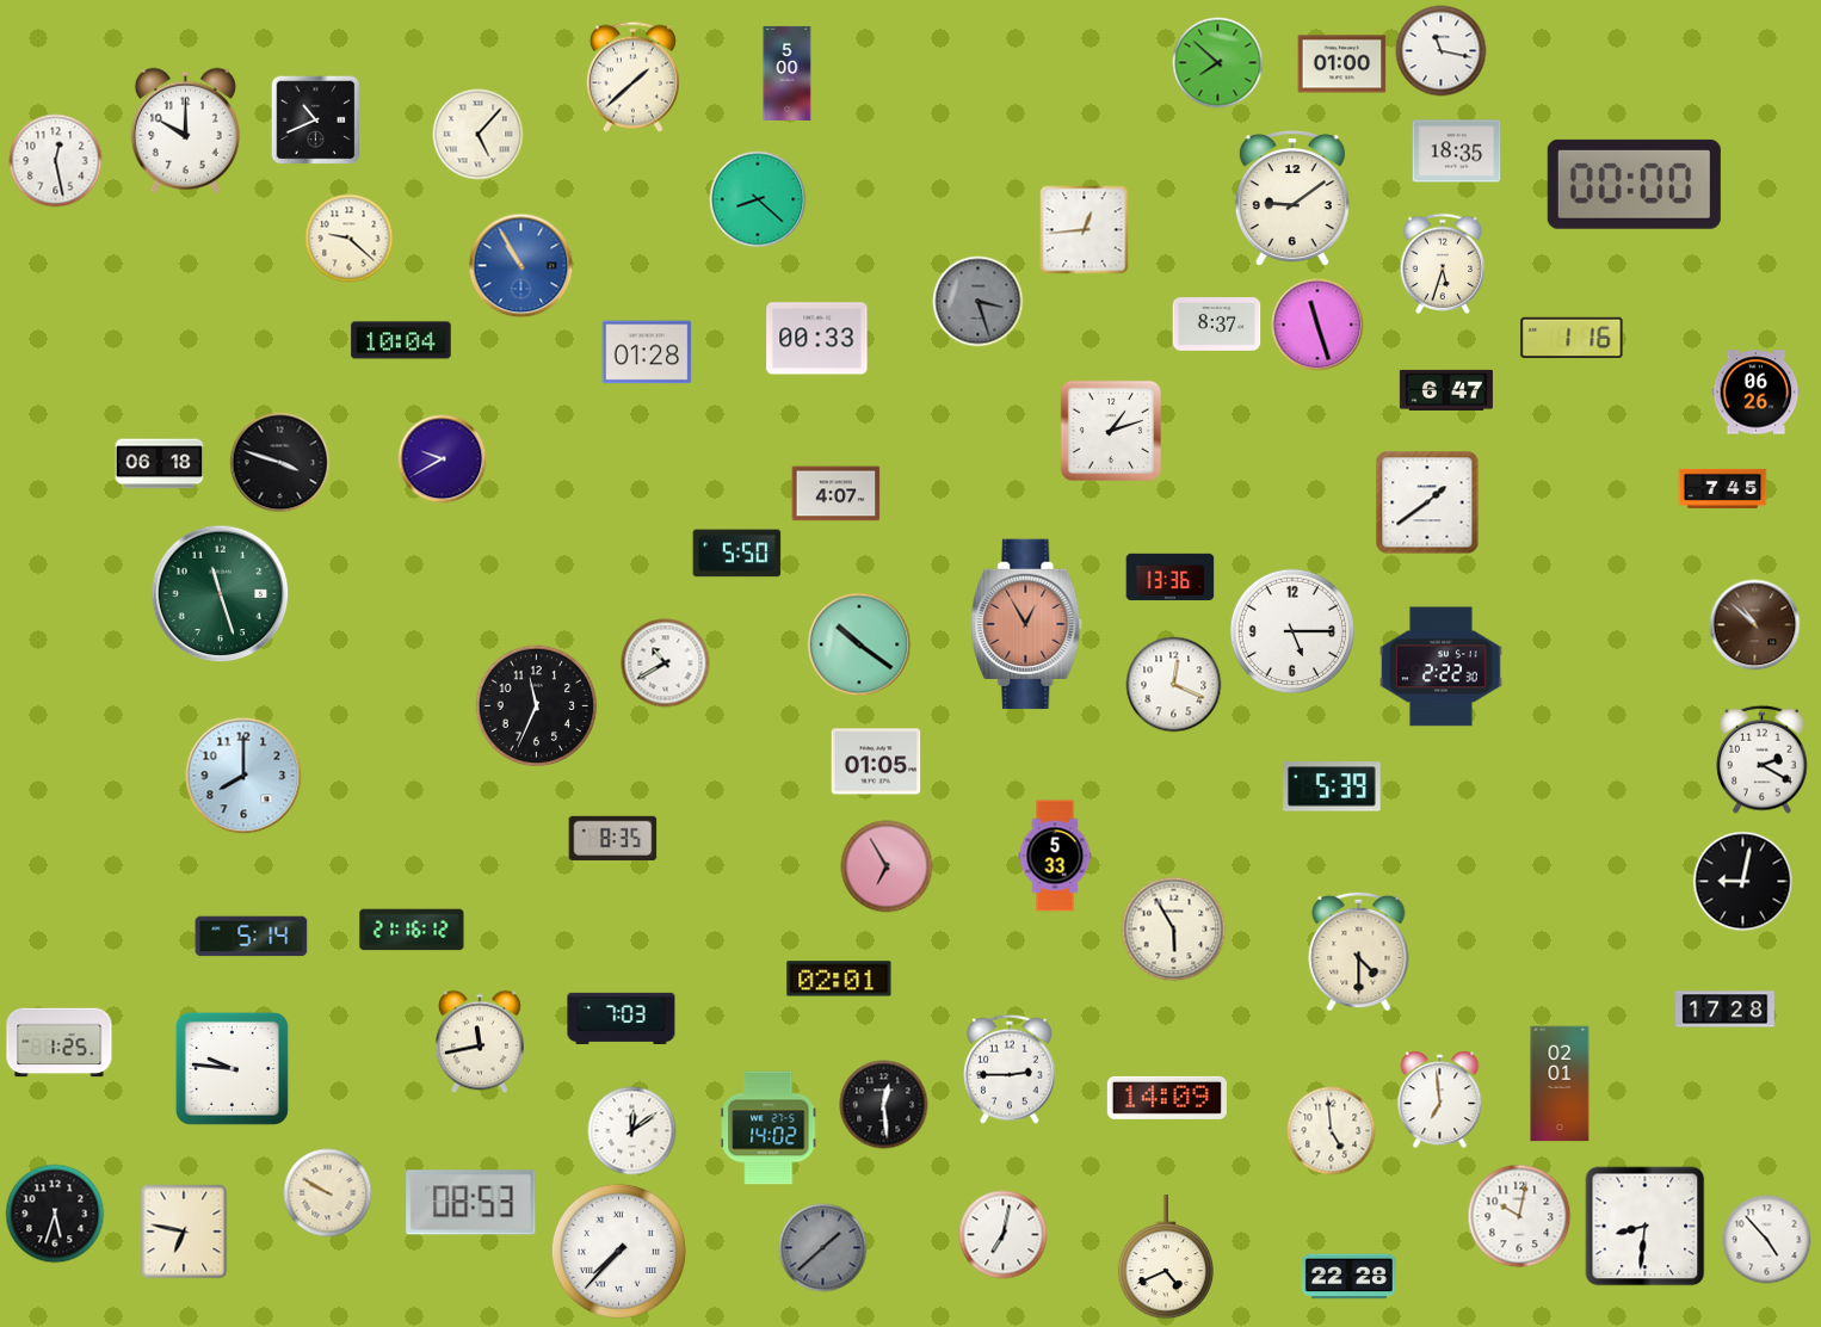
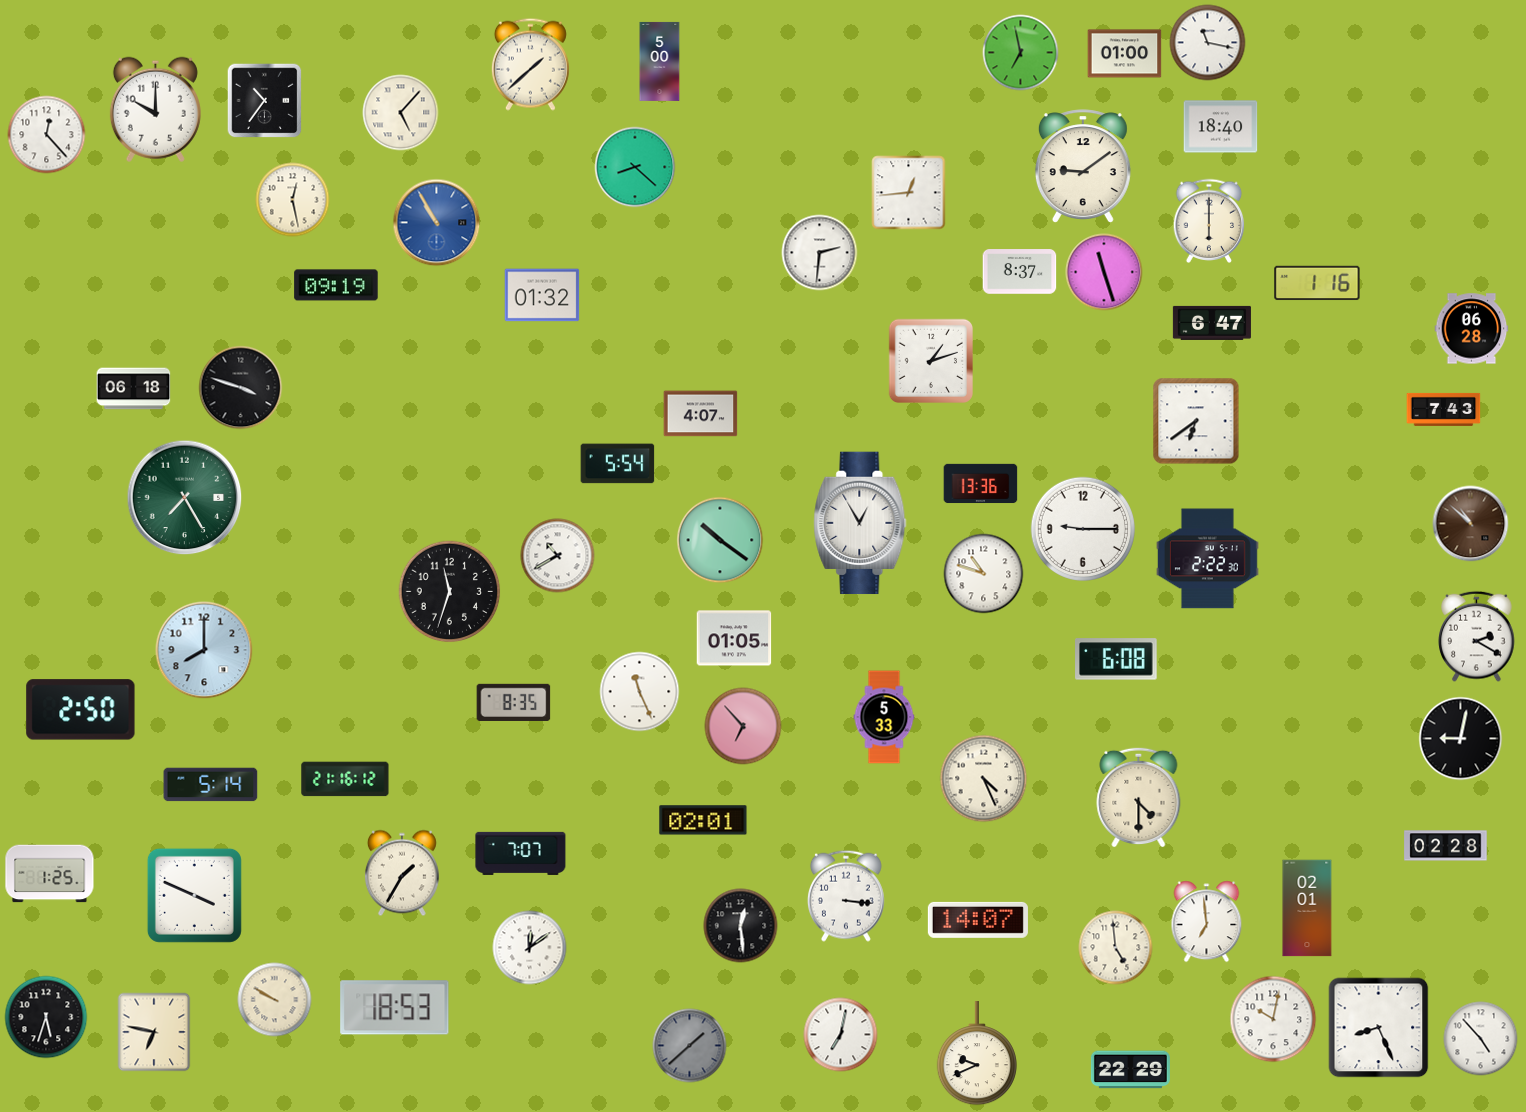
clock at (1218, 63): 7:52 -> 6:58
clock at (316, 121): 10:41 -> 10:36
clock at (1457, 152): 18:35 -> 18:40
clock at (56, 161): 12:28 -> 12:23
clock at (1634, 184): 00:00 -> none
clock at (350, 239): 9:22 -> 12:28
clock at (1443, 263): 5:33 -> 6:00
clock at (979, 302): 3:27 -> 2:31
clock at (979, 302) dial: grey -> white
clock at (817, 339): 00:33 -> none
clock at (401, 340): 10:04 -> 09:19
clock at (647, 352): 01:28 -> 01:32
clock at (1446, 390) position: (1446, 390) -> (1212, 323)
clock at (1757, 393): 06:26 -> 06:28
clock at (443, 459): 9:40 -> none
clock at (280, 463) position: (280, 463) -> (241, 388)
clock at (1723, 488): 7:45 -> 7:43
clock at (1427, 502): 1:39 -> 6:39
clock at (737, 554): 5:50 -> 5:54
clock at (221, 594): 11:27 -> 7:25
clock at (1026, 624) dial: salmon -> white
clock at (1291, 630): 5:15 -> 9:15
clock at (1174, 685): 12:19 -> 10:48
clock at (537, 706): 11:34 -> 11:33
clock at (1333, 786): 5:39 -> 6:08
clock at (640, 692): none -> 11:26
clock at (81, 710): none -> 2:50
clock at (887, 866): 6:55 -> 6:53
clock at (1174, 930): 5:55 -> 4:26
clock at (1726, 1010): 17:28 -> 02:28
clock at (622, 1018): 7:03 -> 7:07
clock at (480, 1042): 11:43 -> 1:35
clock at (232, 1068): 9:46 -> 3:49
clock at (1010, 1069): 2:45 -> 3:16
clock at (1167, 1098): 14:09 -> 14:07
clock at (768, 1128): 14:02 -> none
clock at (471, 1203): 08:53 -> 18:53
clock at (1646, 1227): 8:31 -> 8:26
clock at (618, 1251): 7:37 -> none
clock at (1166, 1258): 4:41 -> 9:41
clock at (1348, 1277): 22:28 -> 22:29
